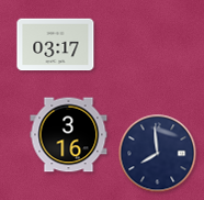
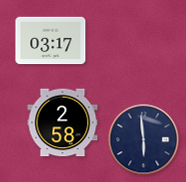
clock at (69, 135): 3:16 -> 2:58
clock at (158, 154): 7:59 -> 5:59
